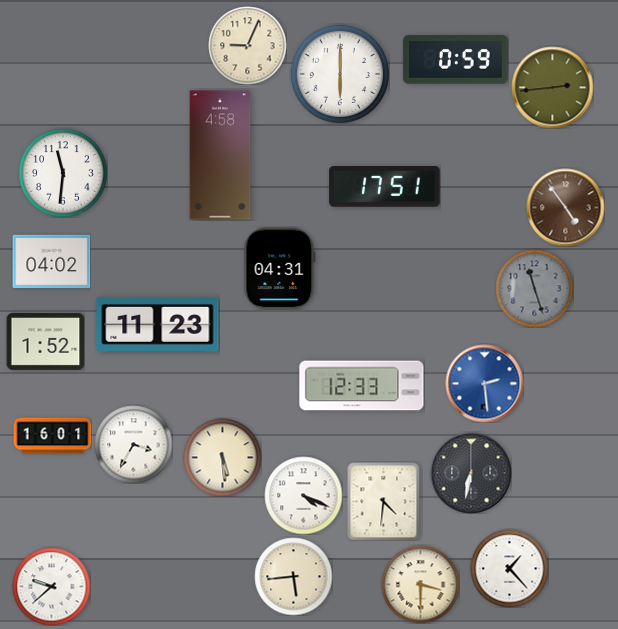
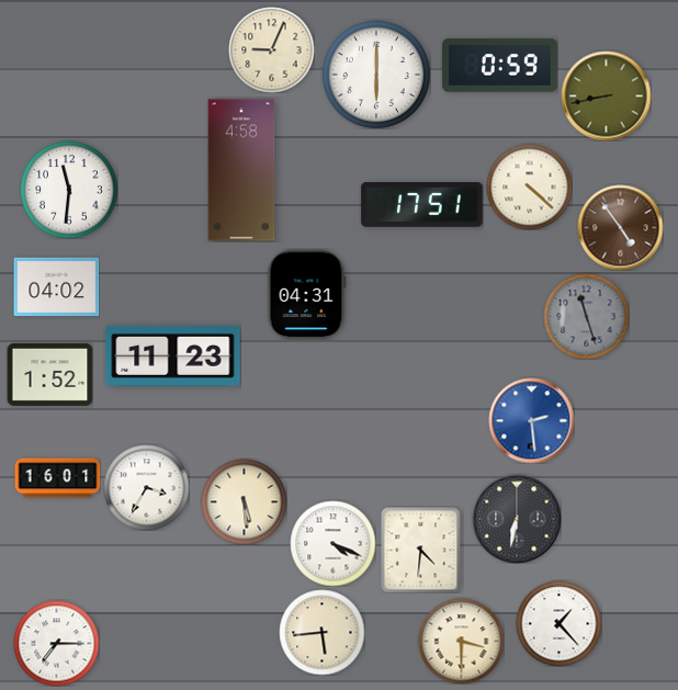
clock at (340, 74) position: (340, 74) -> (376, 75)
clock at (552, 87): 2:44 -> 8:43
clock at (529, 186): none -> 4:22
clock at (362, 386): 12:33 -> none
clock at (51, 586): 9:38 -> 7:15
